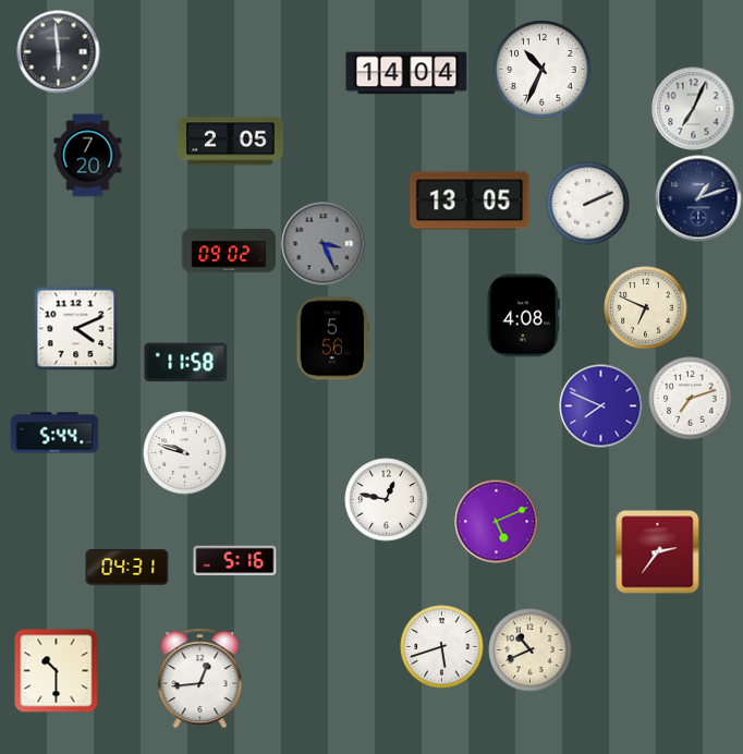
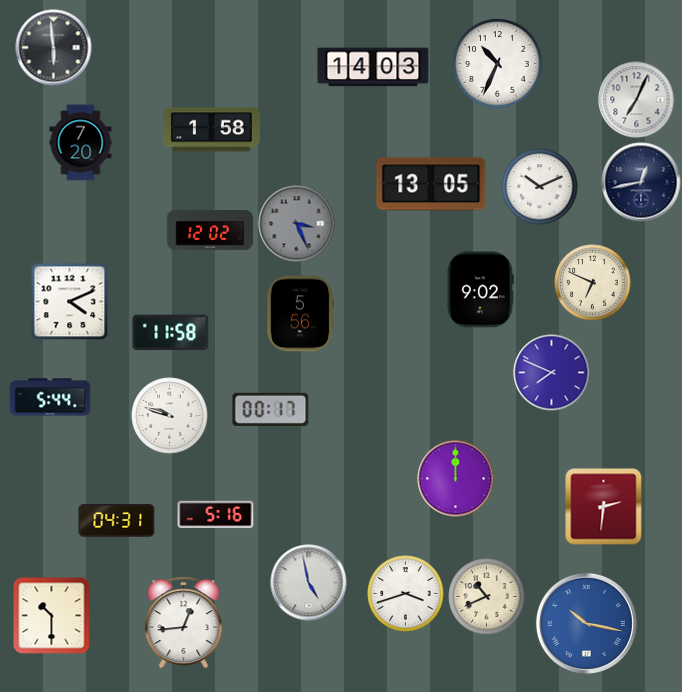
clock at (406, 73): 14:04 -> 14:03
clock at (231, 142): 2:05 -> 1:58
clock at (698, 198): 1:12 -> 12:43
clock at (588, 204): 2:11 -> 10:11
clock at (229, 252): 09:02 -> 12:02
clock at (523, 316): 4:08 -> 9:02
clock at (333, 339) position: (333, 339) -> (301, 314)
clock at (691, 399): 7:12 -> none
clock at (271, 409): none -> 00:17
clock at (387, 500): 12:47 -> none
clock at (497, 522): 5:11 -> 12:00
clock at (658, 552): 2:36 -> 2:31
clock at (309, 583): none -> 4:58
clock at (442, 647): 5:42 -> 3:42
clock at (586, 623): none -> 10:17
